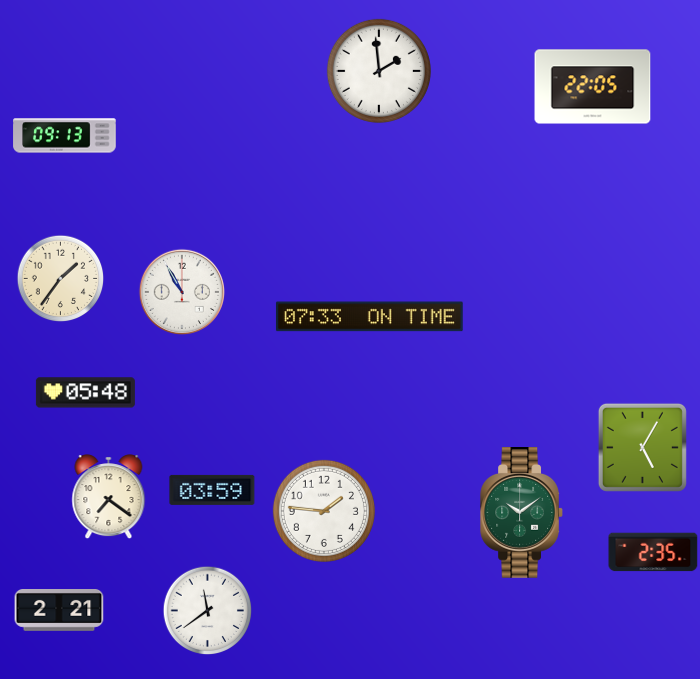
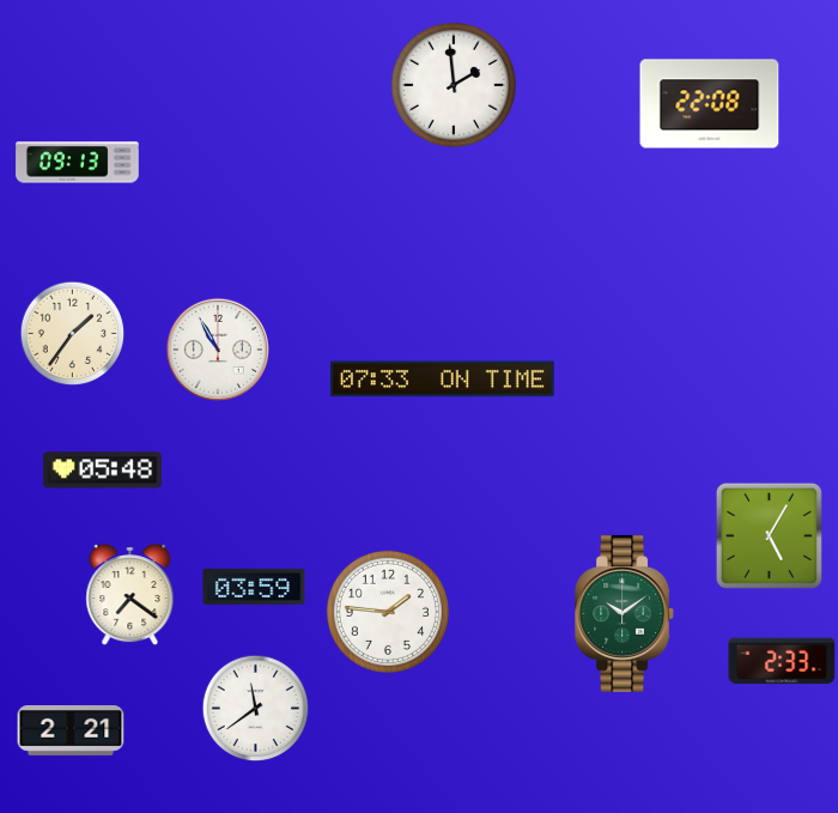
clock at (593, 87): 22:05 -> 22:08
clock at (653, 552): 2:35 -> 2:33
clock at (208, 611) position: (208, 611) -> (256, 709)
